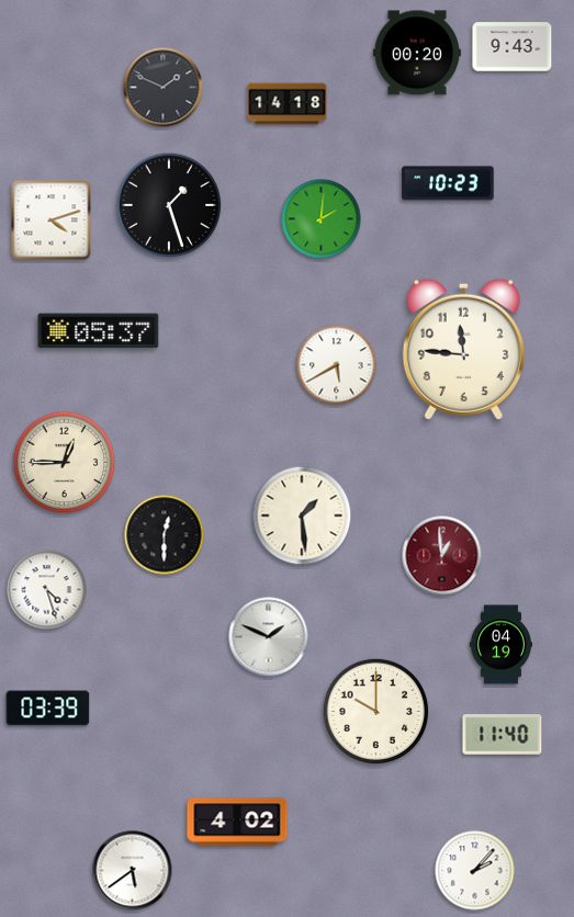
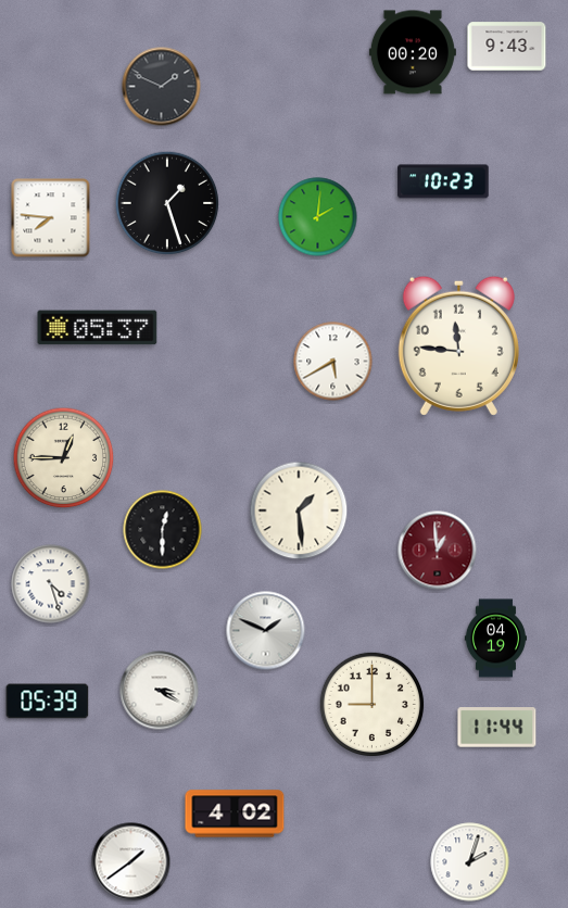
clock at (288, 104): 14:18 -> none
clock at (52, 220): 4:12 -> 7:46
clock at (47, 590) position: (47, 590) -> (51, 584)
clock at (160, 691): none -> 3:20
clock at (48, 709): 03:39 -> 05:39
clock at (376, 712): 10:00 -> 9:00
clock at (503, 735): 11:40 -> 11:44
clock at (133, 871): 5:39 -> 1:39
clock at (475, 871): 2:07 -> 2:03
